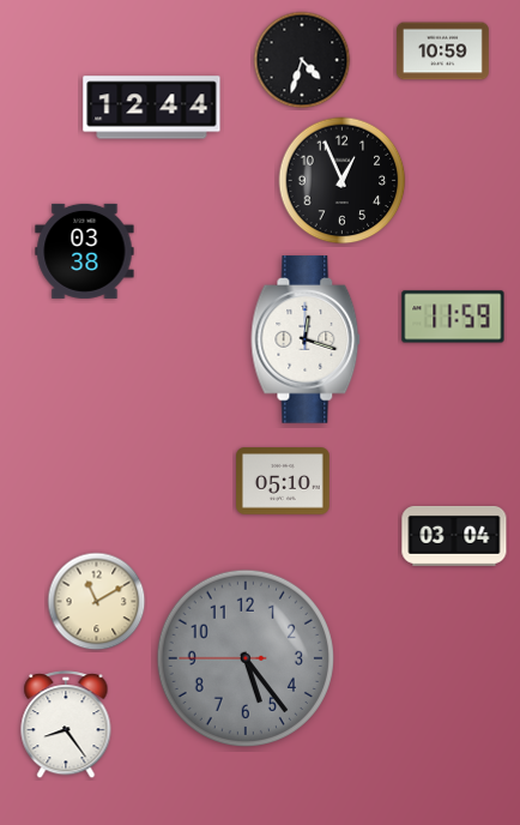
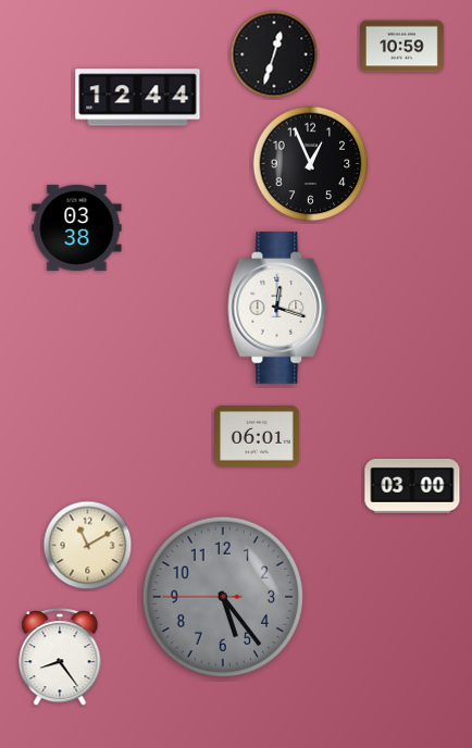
clock at (302, 60): 4:33 -> 12:33
clock at (453, 317): 11:59 -> none
clock at (283, 481): 05:10 -> 06:01
clock at (454, 536): 03:04 -> 03:00
